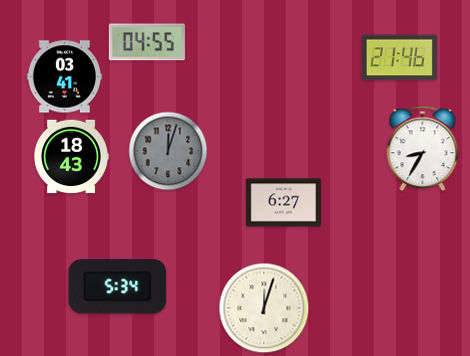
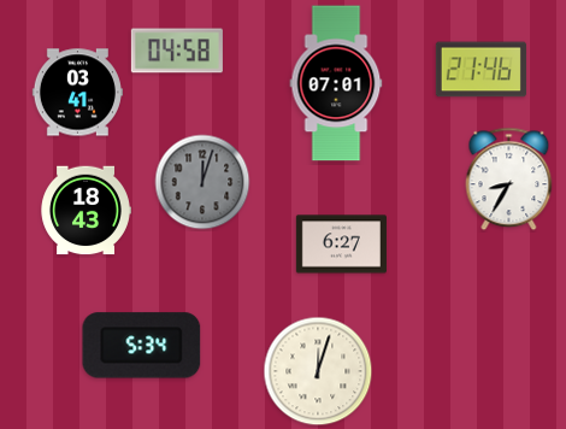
clock at (147, 42): 04:55 -> 04:58
clock at (336, 83): none -> 07:01
clock at (71, 157) position: (71, 157) -> (86, 211)
